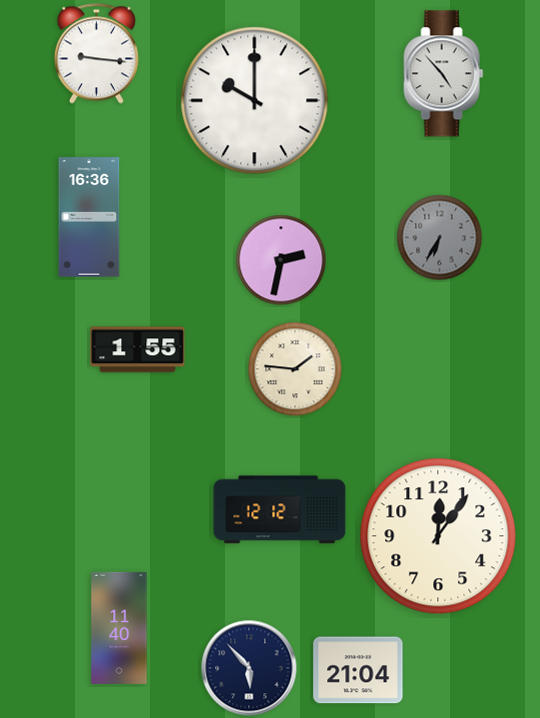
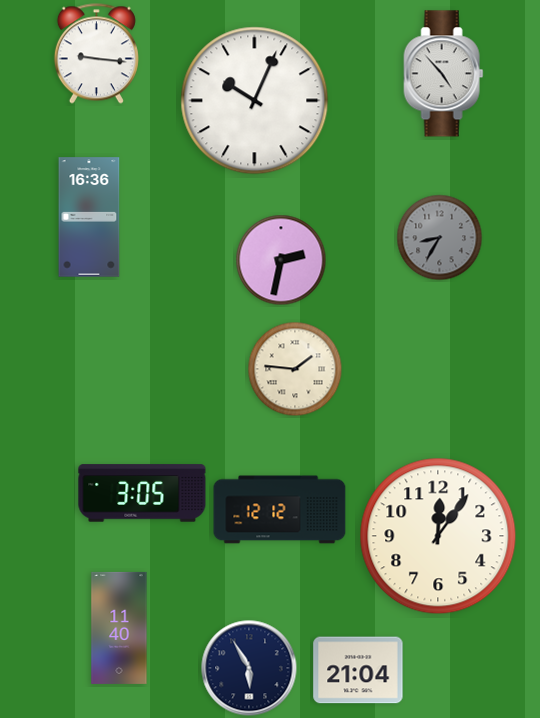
clock at (255, 101): 10:00 -> 10:04
clock at (440, 238): 6:35 -> 8:35
clock at (138, 350): 1:55 -> none
clock at (142, 493): none -> 3:05
clock at (249, 668): 5:53 -> 5:55
